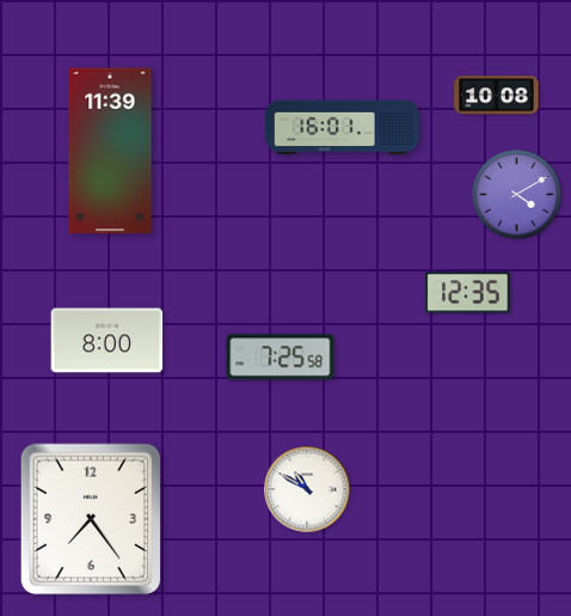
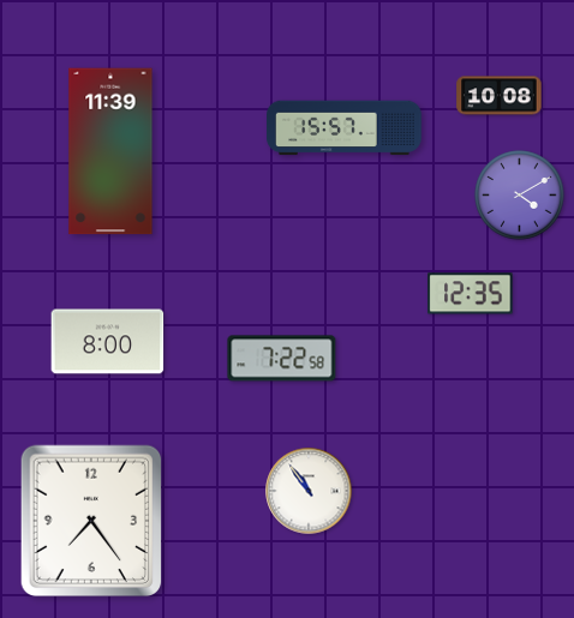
clock at (343, 128): 16:01 -> 15:57
clock at (281, 358): 7:25 -> 7:22
clock at (307, 489): 10:50 -> 10:54
